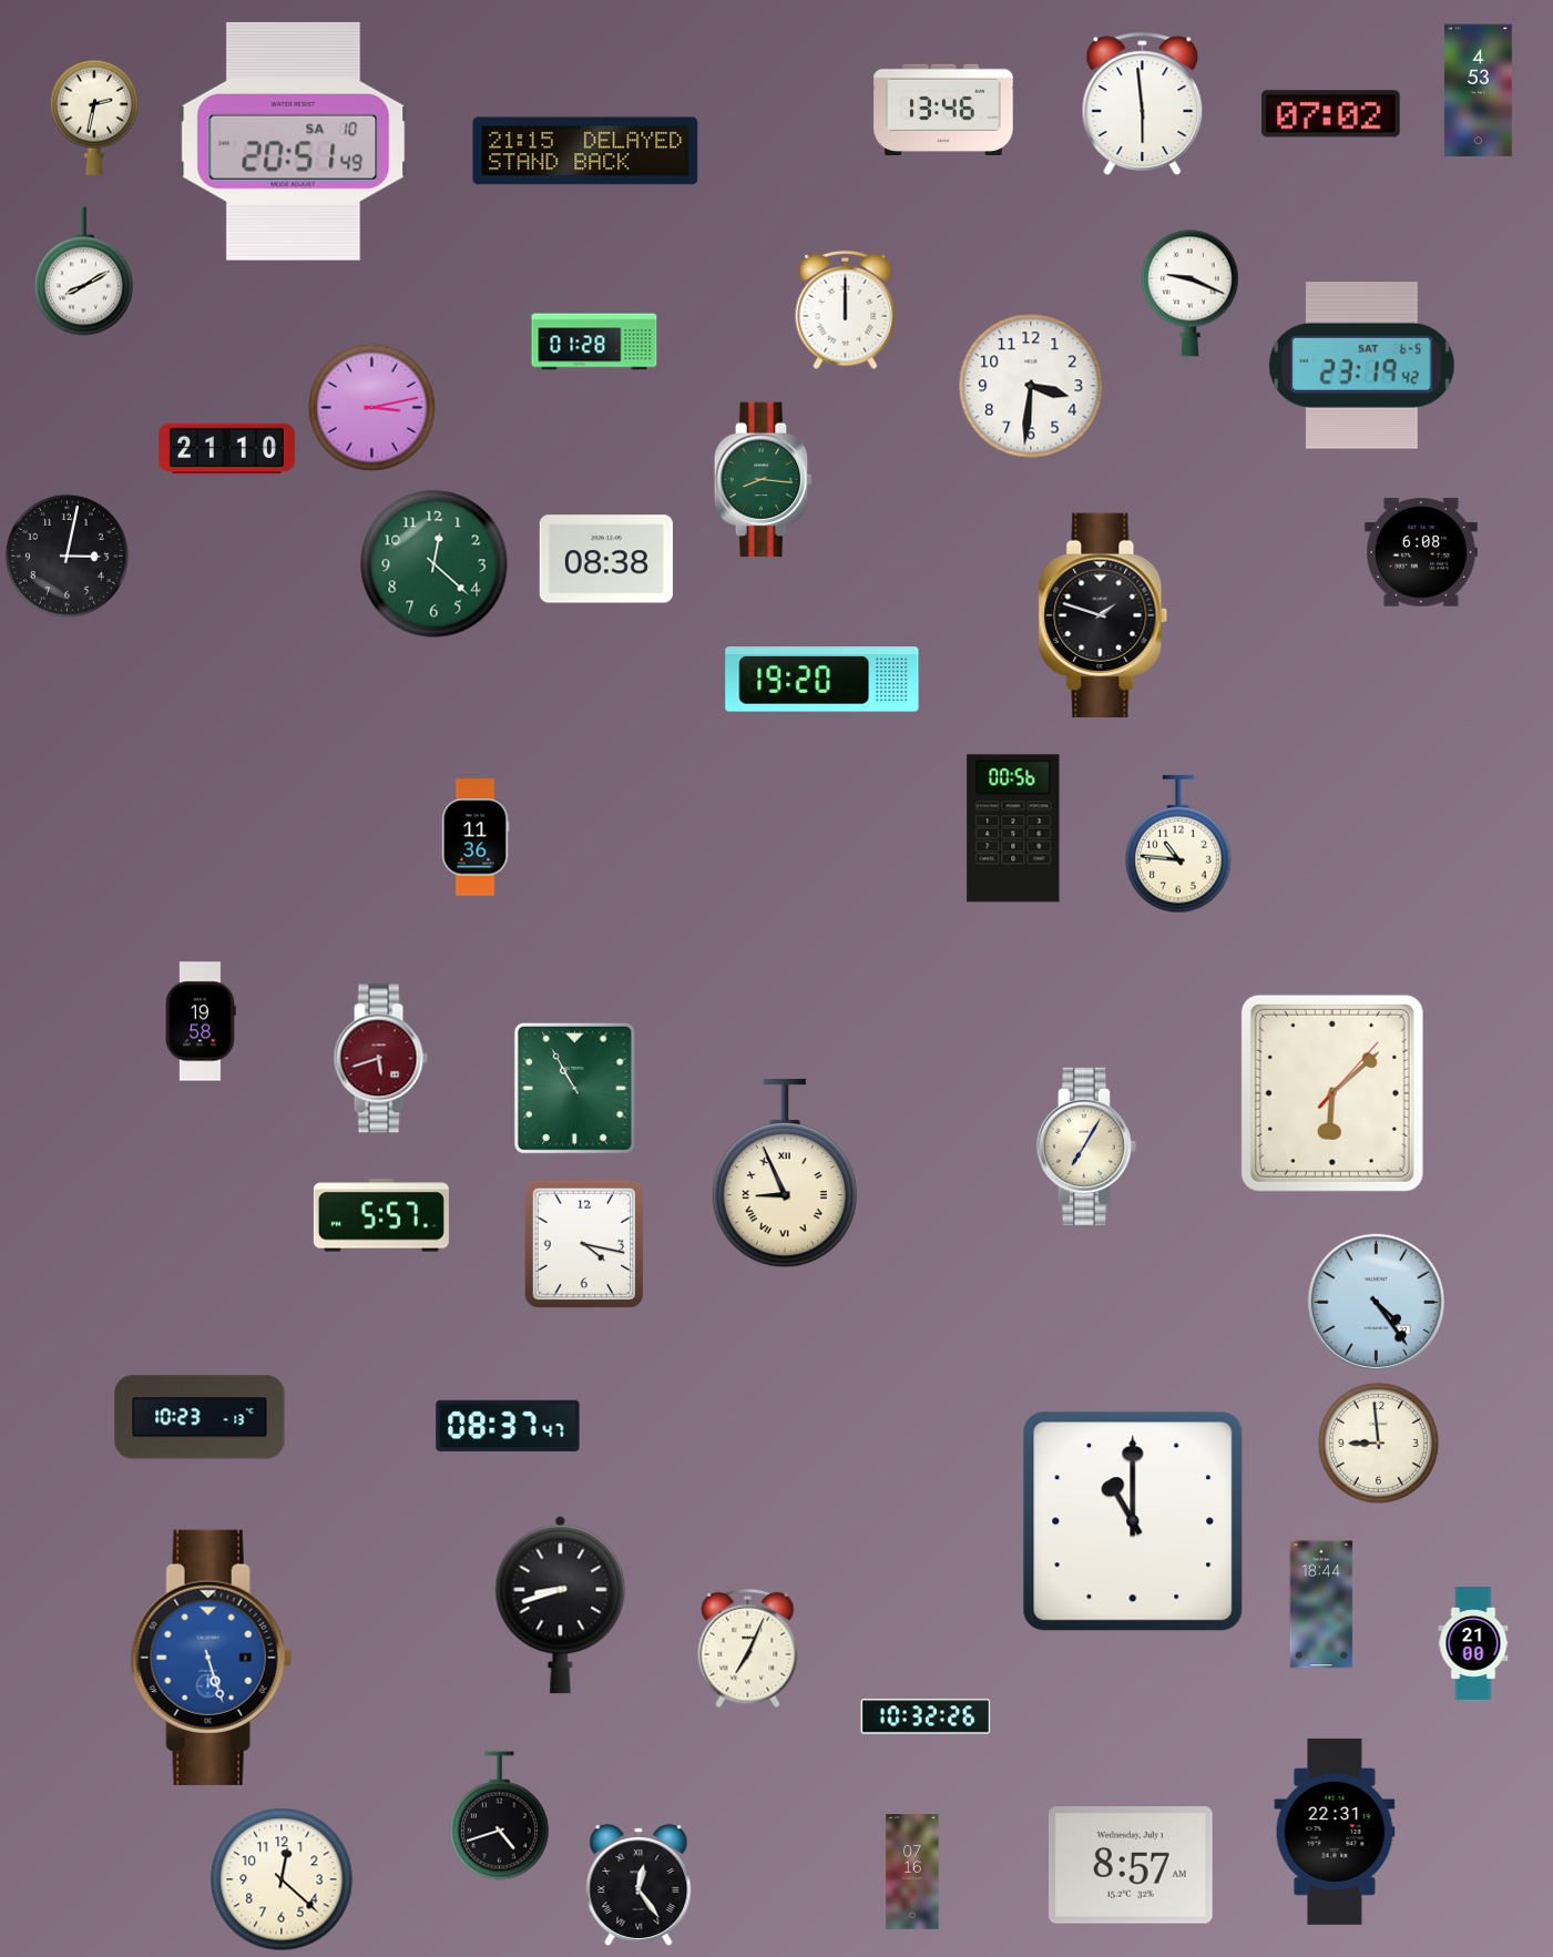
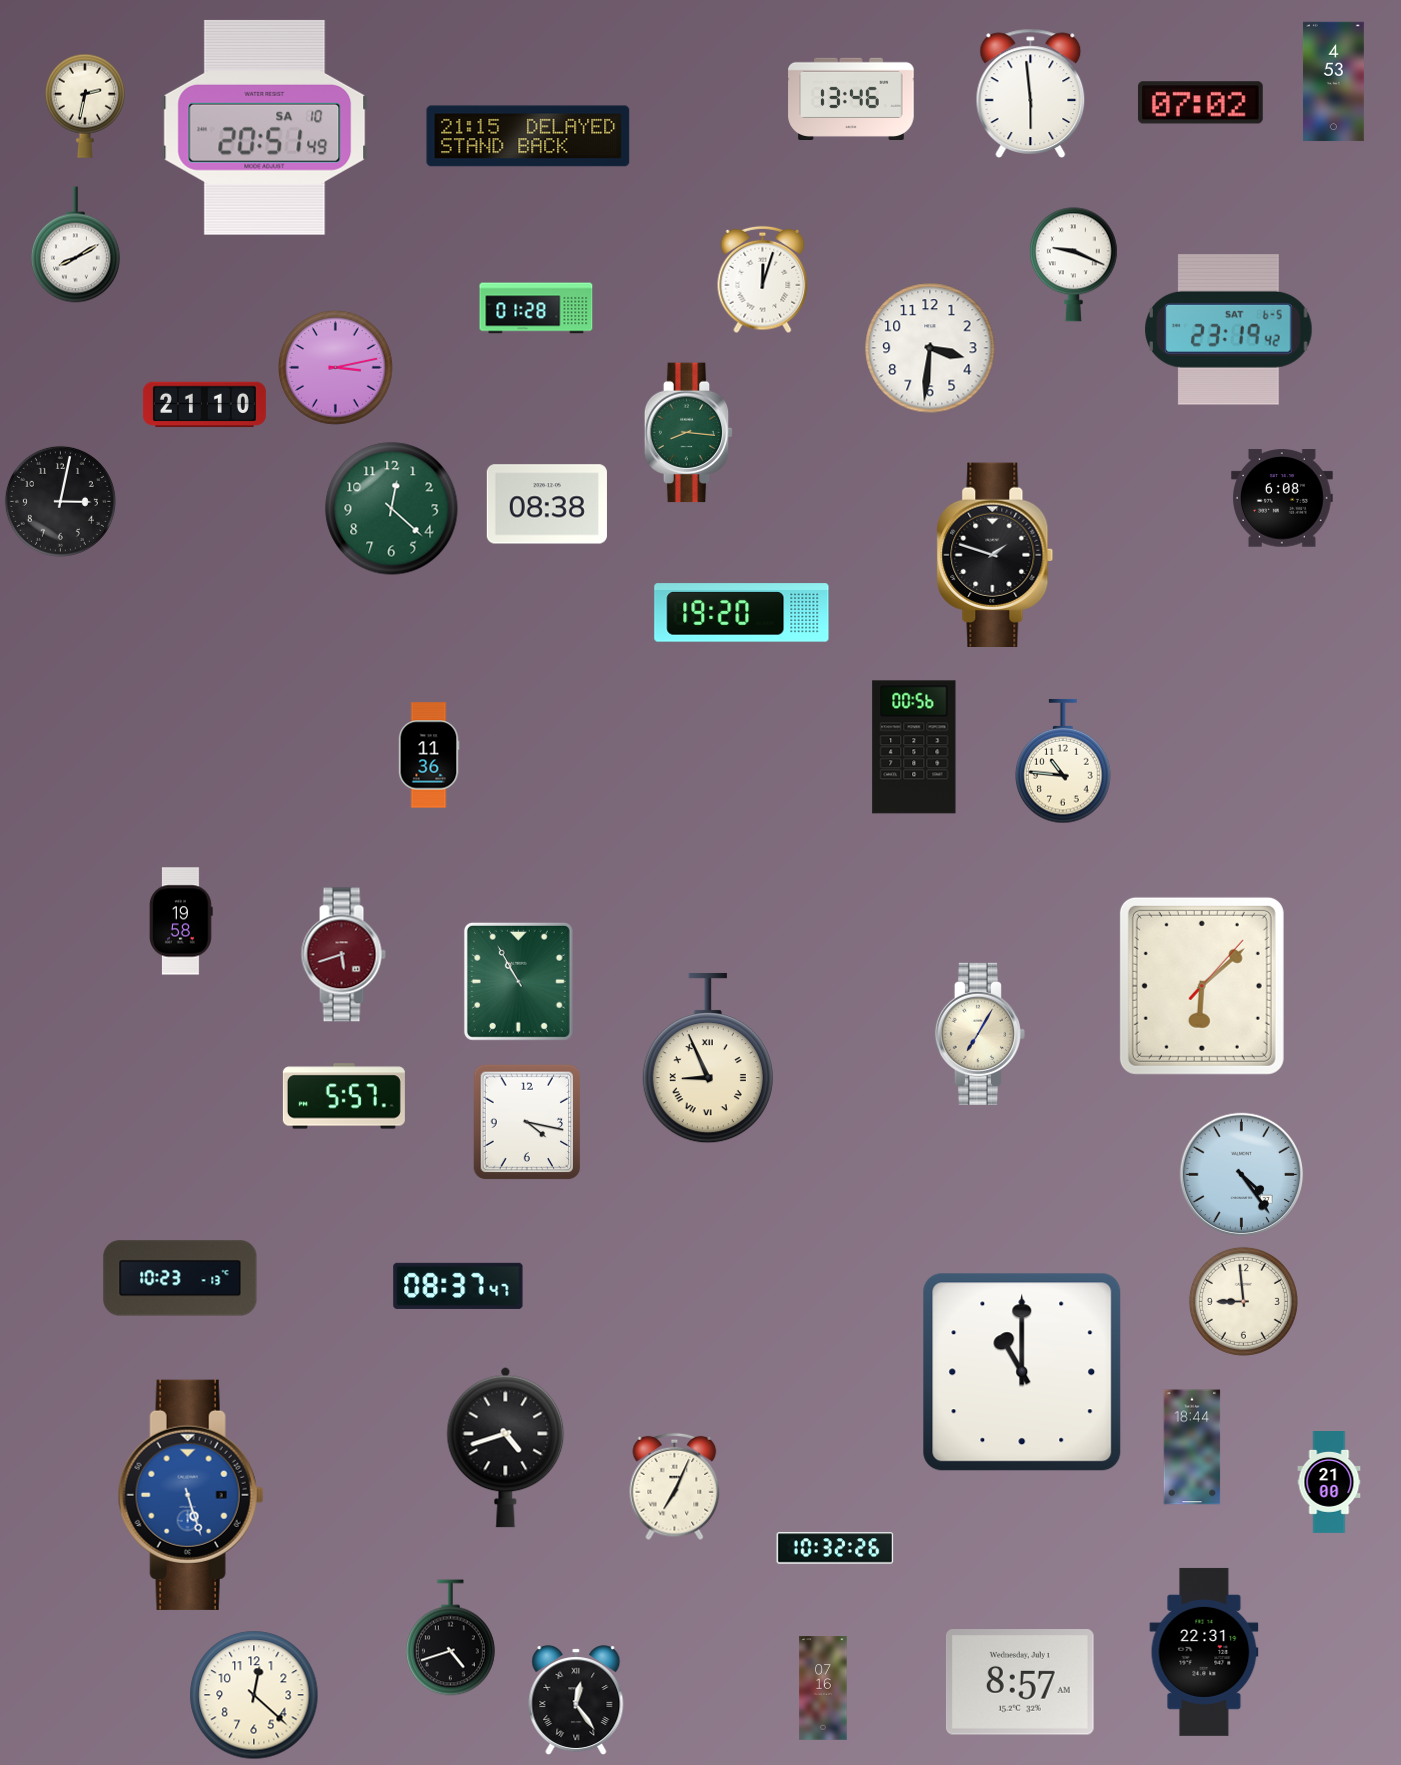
clock at (846, 310): 12:00 -> 12:03
clock at (561, 1604): 8:42 -> 4:42
